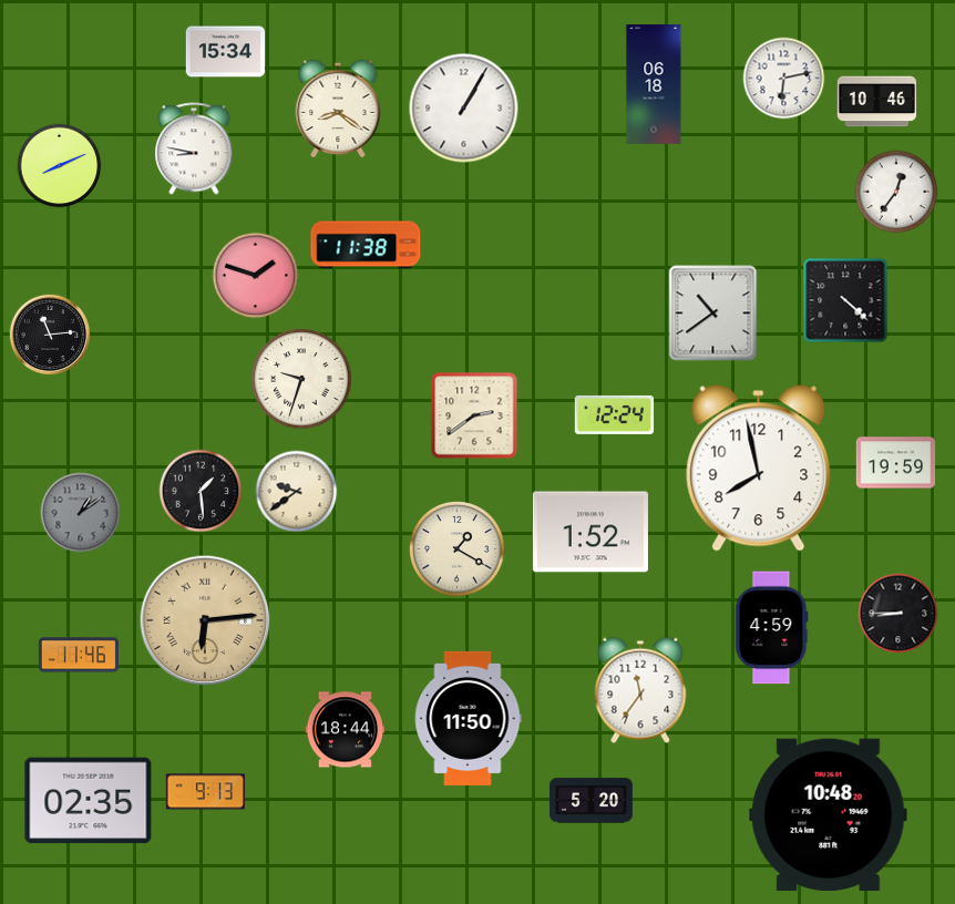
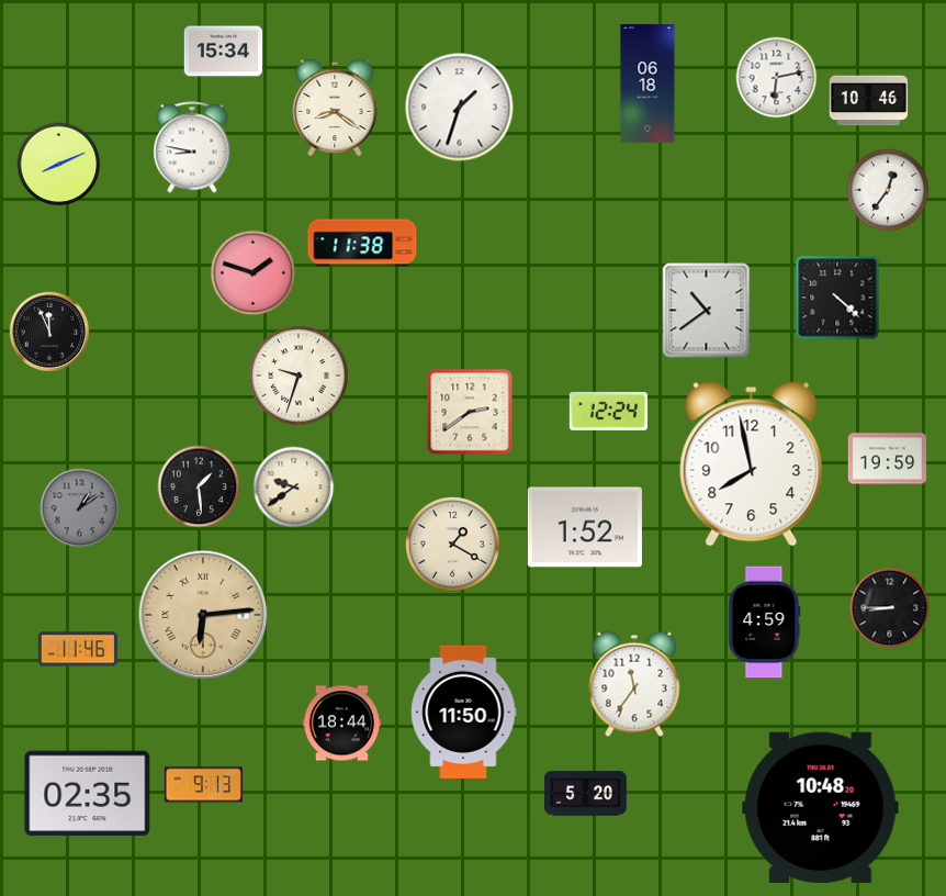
clock at (464, 109): 1:05 -> 1:33
clock at (50, 335): 11:14 -> 11:56
